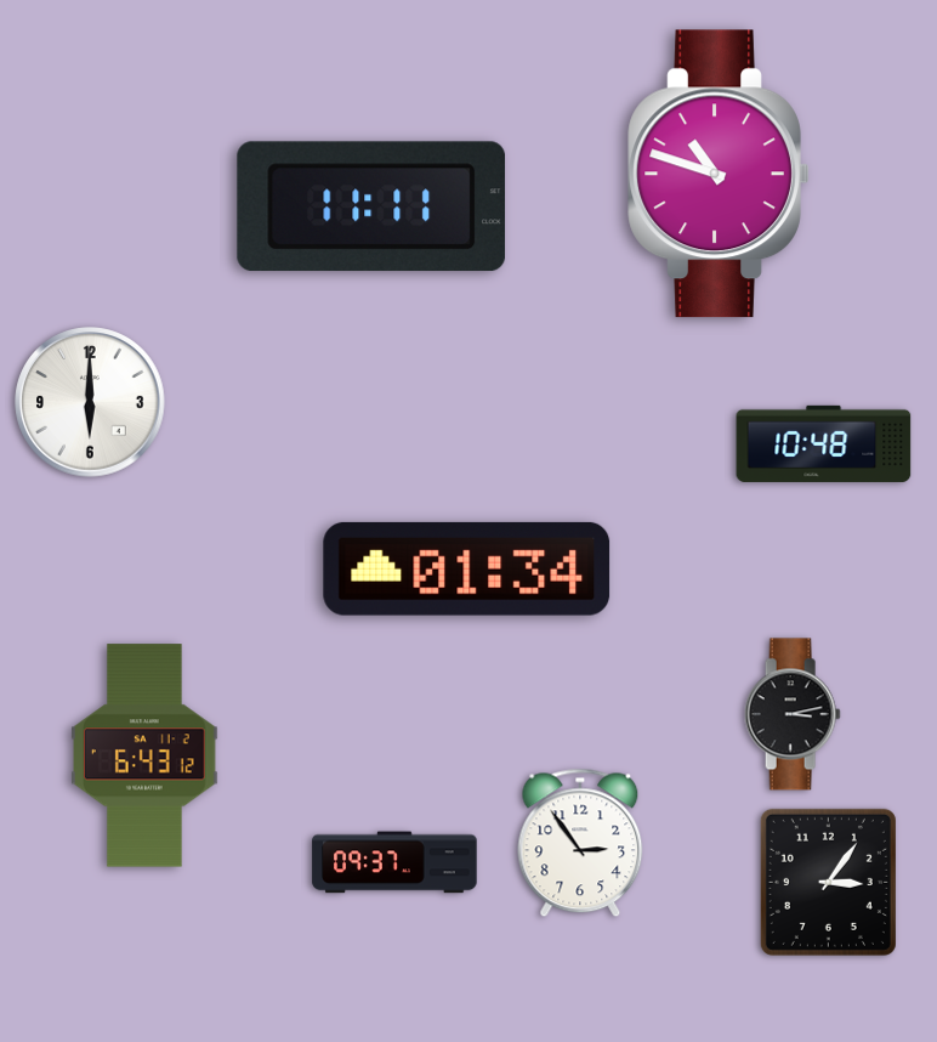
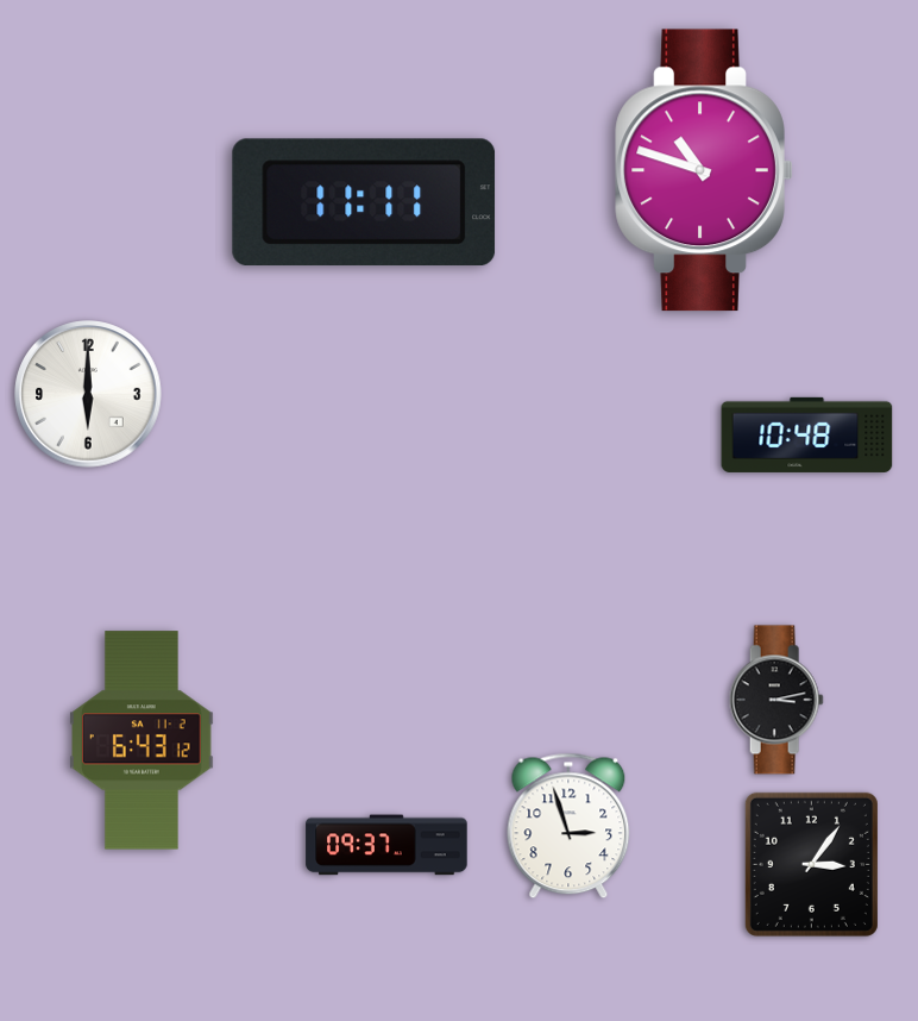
clock at (467, 568): 01:34 -> none
clock at (580, 843): 2:54 -> 2:57
